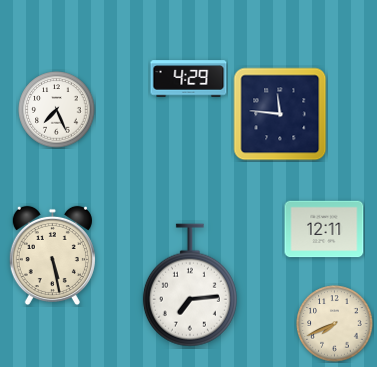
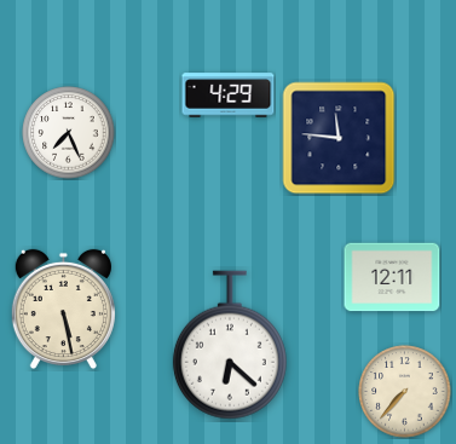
clock at (190, 285): 7:14 -> 6:22
clock at (335, 324): 7:41 -> 7:37
